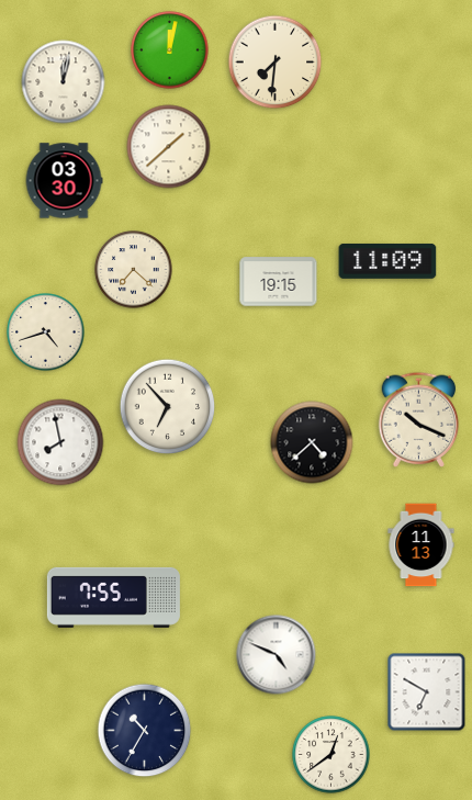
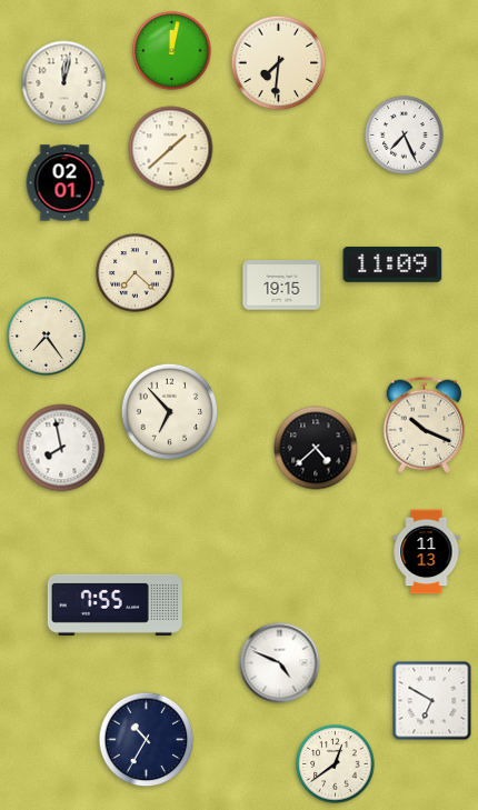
clock at (405, 136): none -> 7:26
clock at (64, 181): 03:30 -> 02:01
clock at (46, 333): 4:42 -> 7:24
